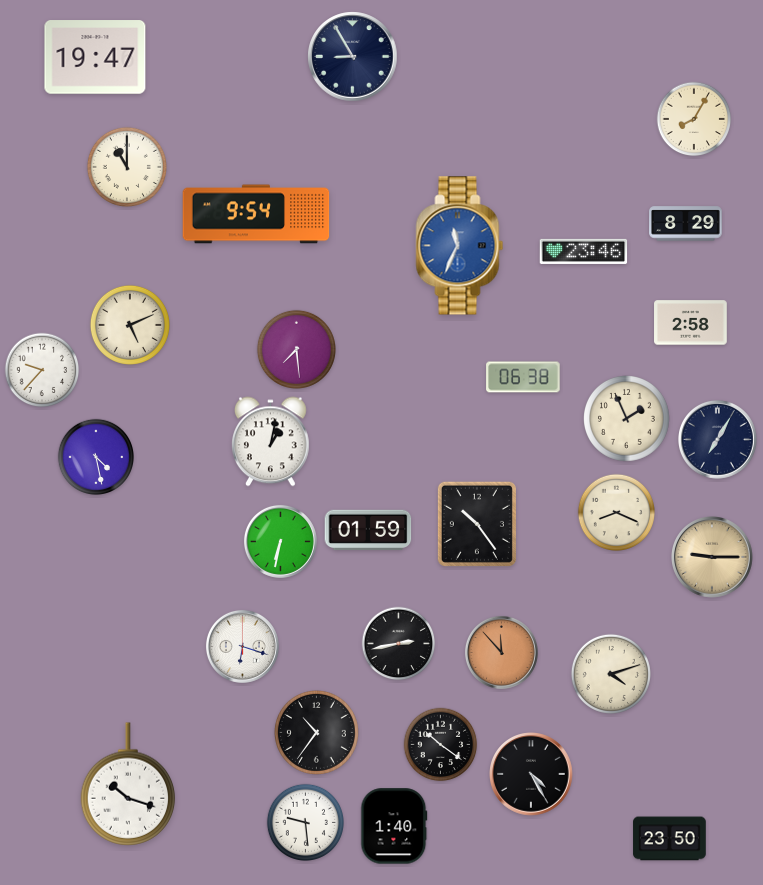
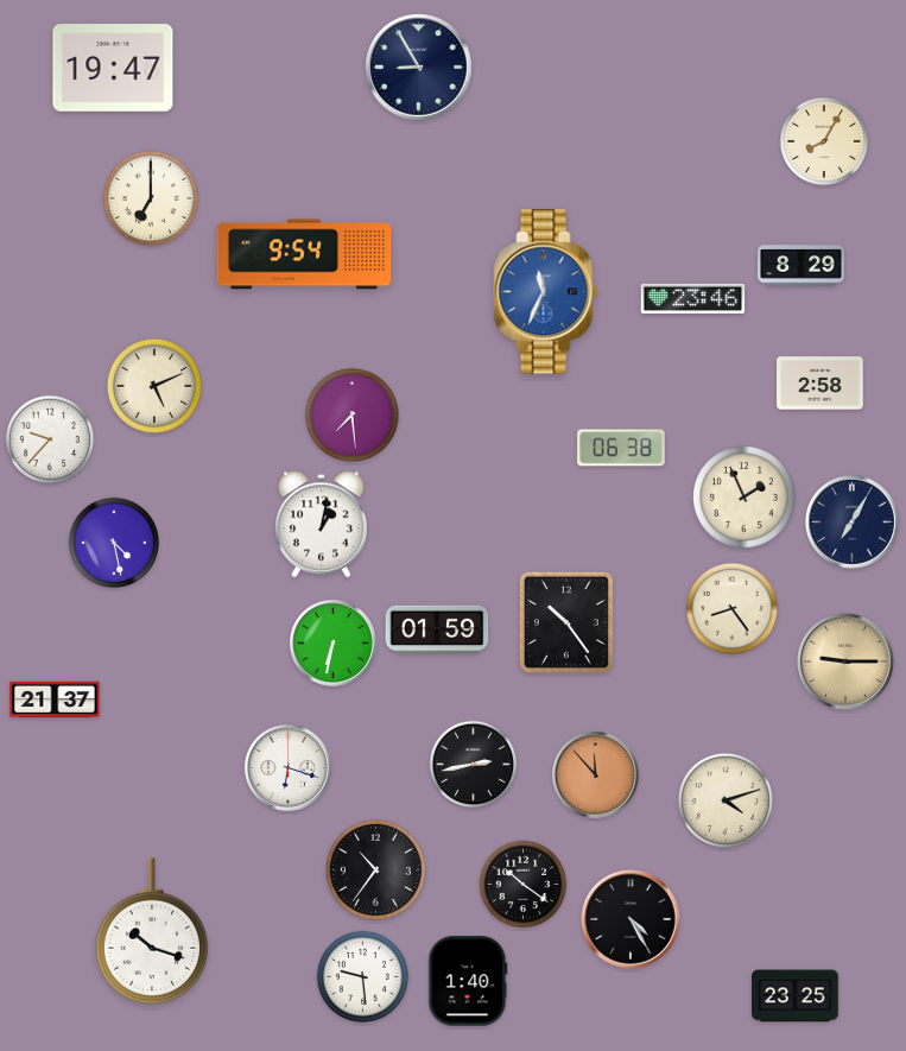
clock at (127, 167): 11:00 -> 7:00
clock at (686, 224) position: (686, 224) -> (802, 266)
clock at (616, 512): 8:19 -> 8:24
clock at (55, 699): none -> 21:37
clock at (670, 839): 23:50 -> 23:25
